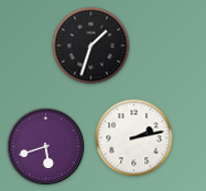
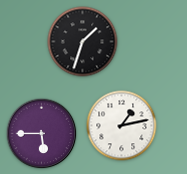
clock at (134, 138): 2:13 -> 1:13
clock at (46, 147): 5:42 -> 5:45
